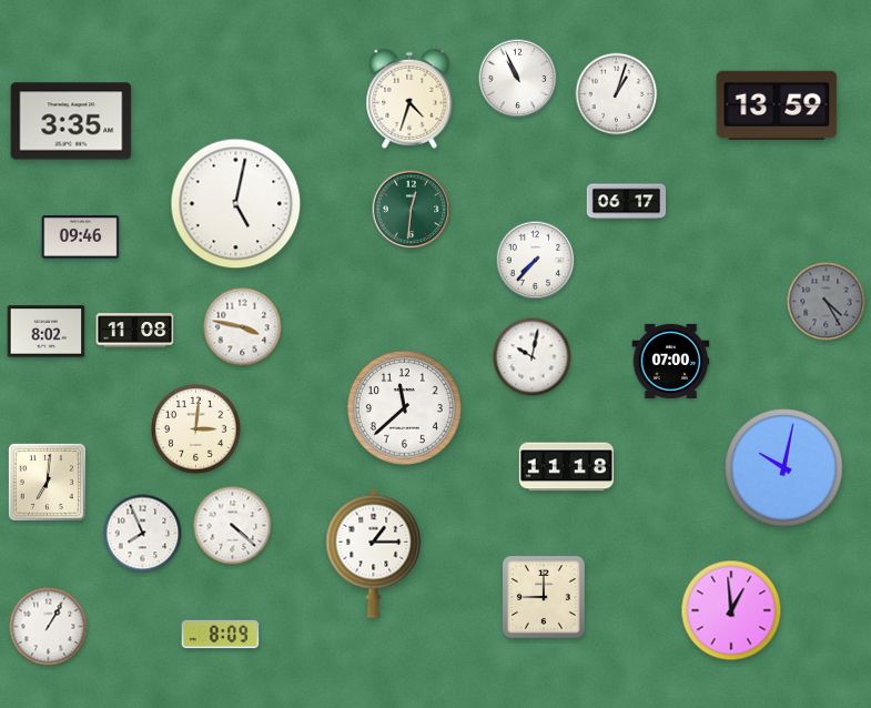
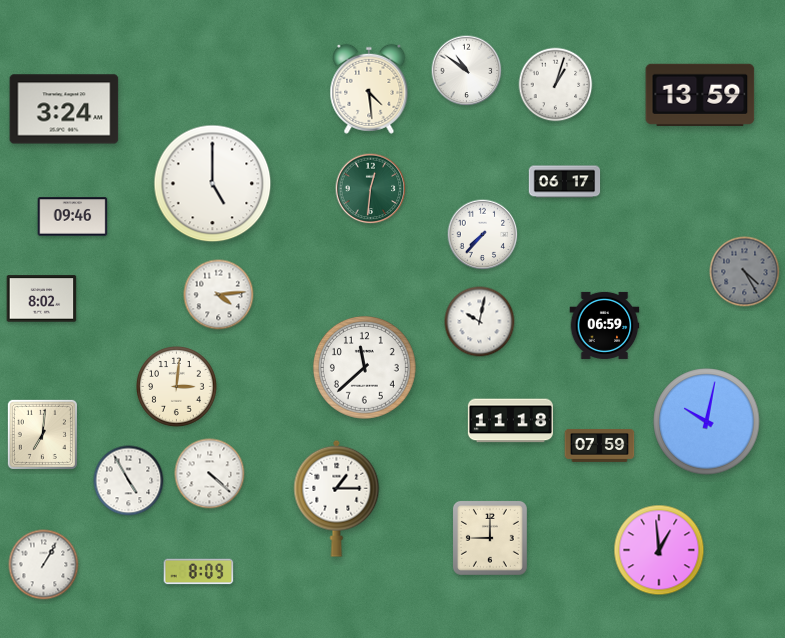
clock at (518, 79): 10:56 -> 10:51
clock at (409, 99): 4:33 -> 4:29
clock at (71, 121): 3:35 -> 3:24
clock at (236, 204): 5:02 -> 5:00
clock at (81, 237) position: (81, 237) -> (73, 217)
clock at (243, 327): 3:47 -> 4:14
clock at (135, 331): 11:08 -> none
clock at (671, 361): 07:00 -> 06:59
clock at (600, 445): none -> 07:59
clock at (143, 534): 7:56 -> 4:55
